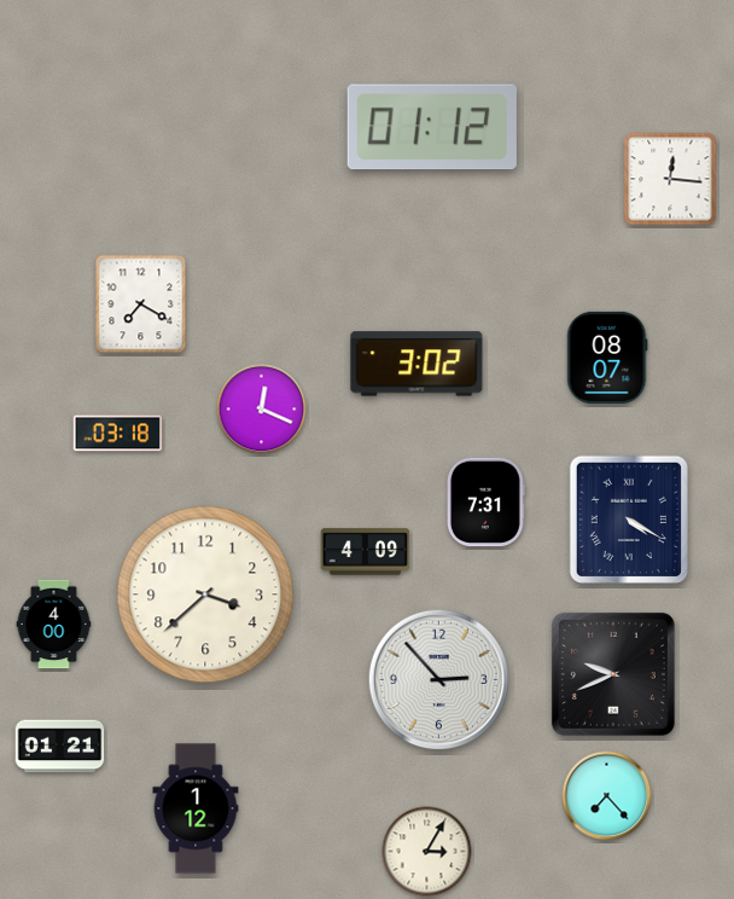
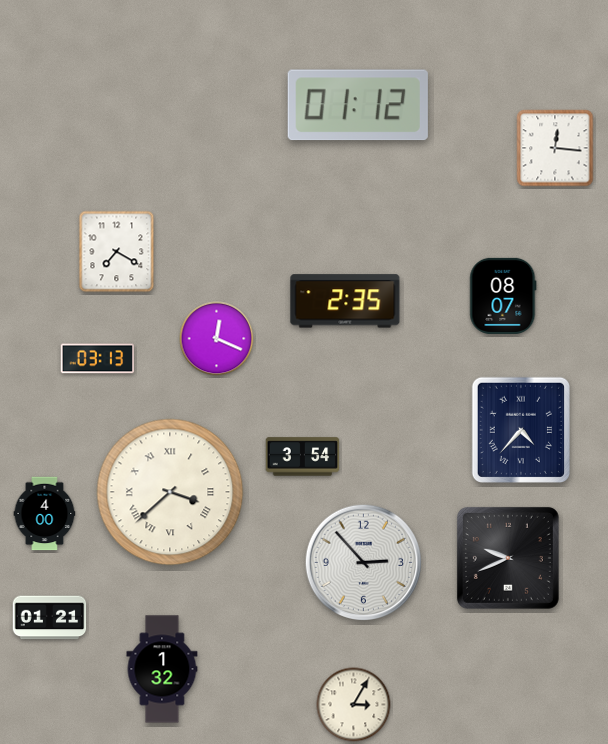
clock at (416, 364): 3:02 -> 2:35
clock at (118, 434): 03:18 -> 03:13
clock at (485, 503): 7:31 -> none
clock at (629, 520): 4:20 -> 4:37
clock at (366, 552): 4:09 -> 3:54
clock at (205, 594) numerals: Arabic -> Roman
clock at (54, 625) position: (54, 625) -> (45, 514)
clock at (607, 796): 7:23 -> none
clock at (196, 808): 1:12 -> 1:32
